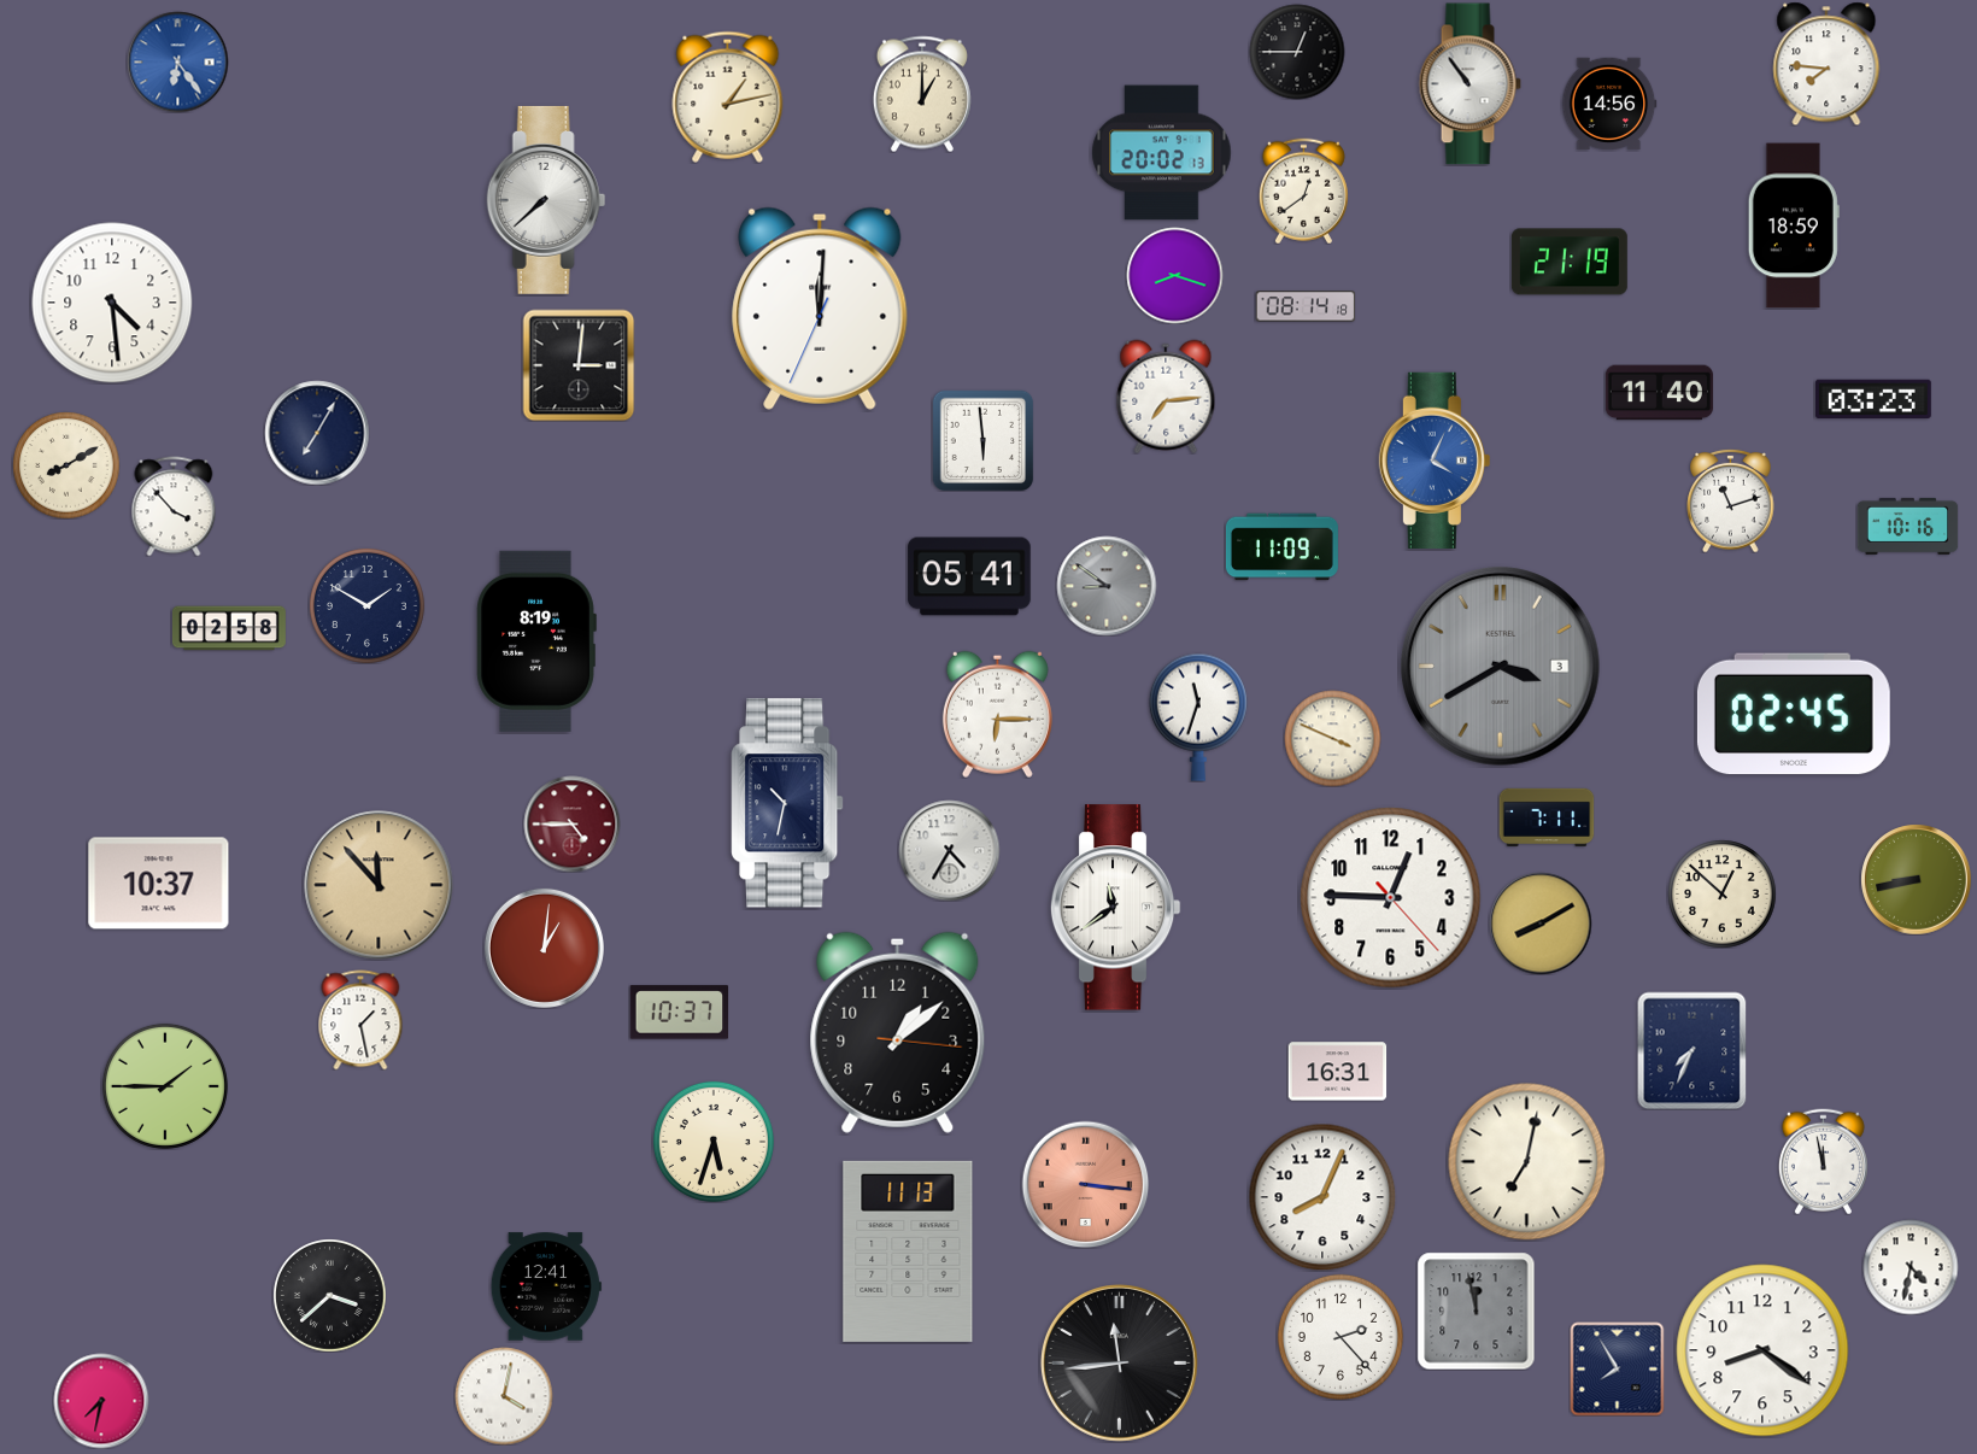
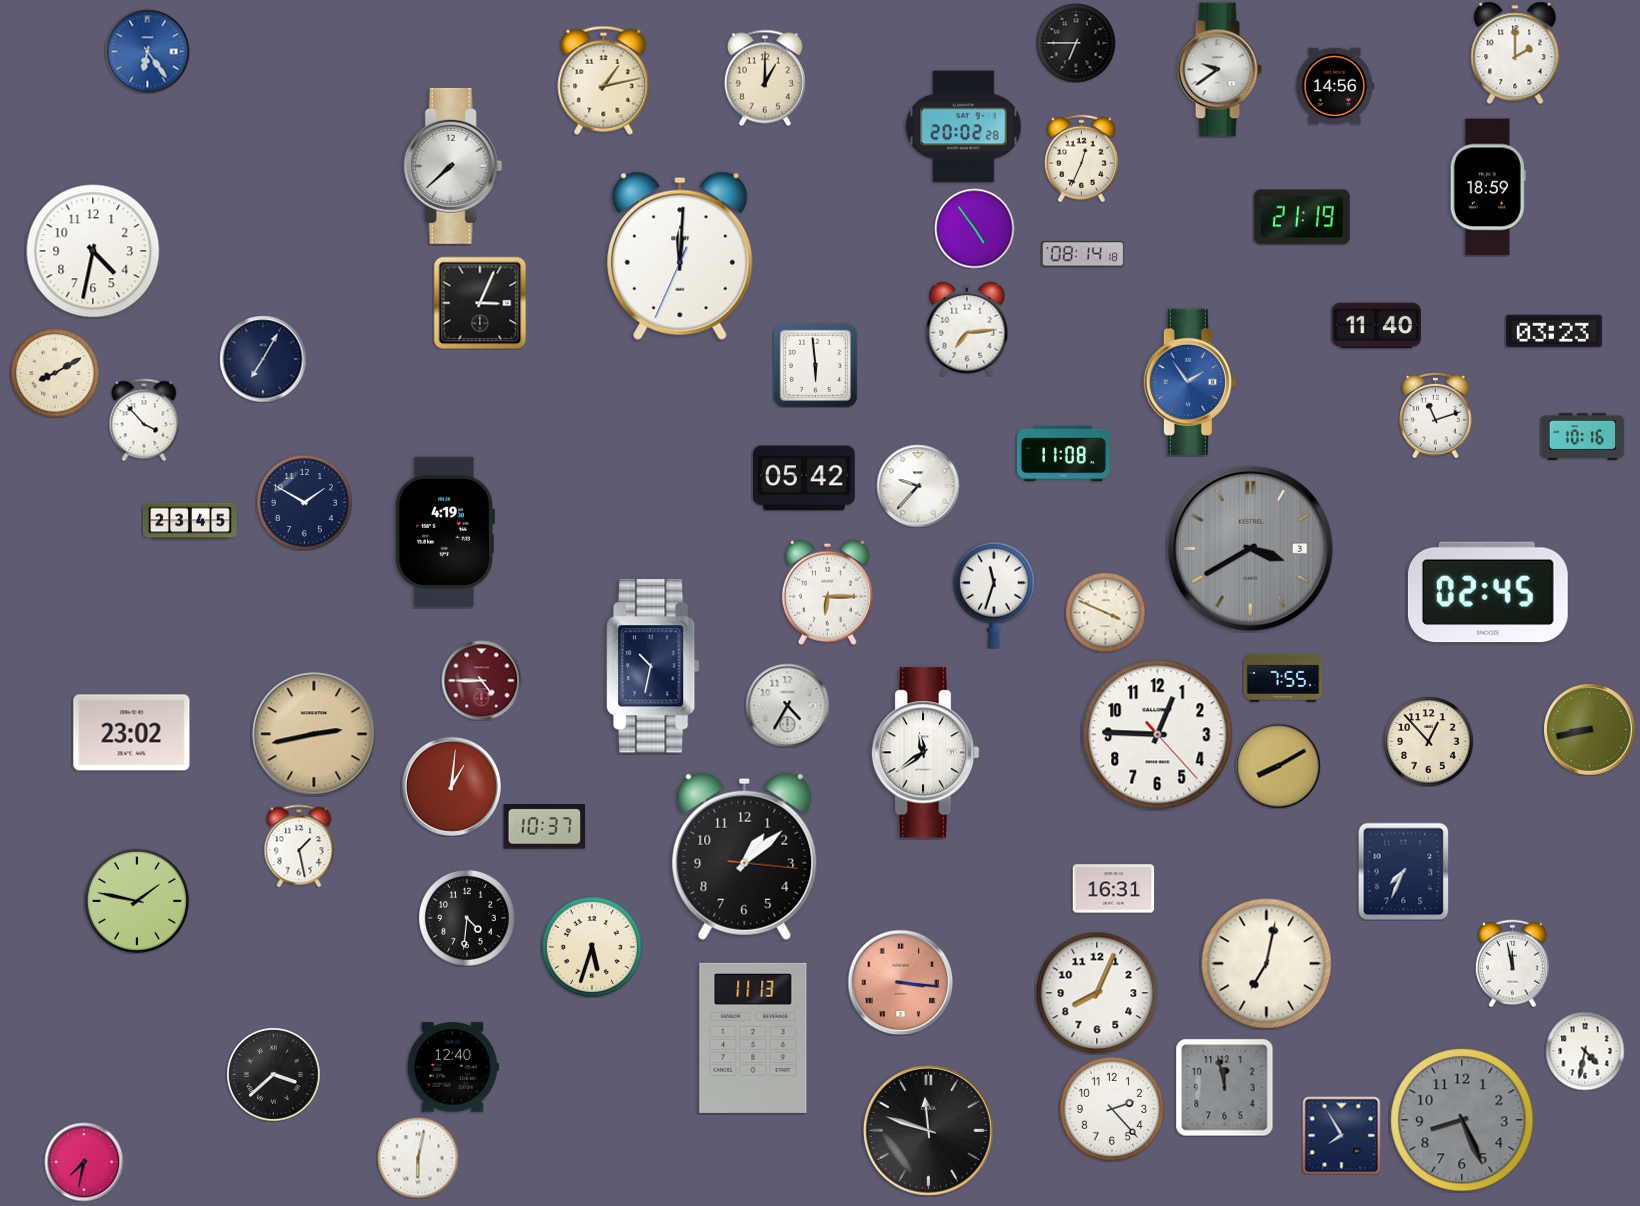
clock at (1297, 52): 12:45 -> 6:45
clock at (1826, 64): 7:46 -> 2:00
clock at (1469, 84): 10:54 -> 9:39
clock at (1162, 153): 20:02:13 -> 20:02:28
clock at (1303, 190): 12:39 -> 12:34
clock at (1174, 275): 8:18 -> 4:54
clock at (112, 303): 4:29 -> 4:32
clock at (579, 365): 3:01 -> 3:04
clock at (1435, 461): 4:04 -> 1:54
clock at (66, 465) position: (66, 465) -> (55, 373)
clock at (1281, 547): 11:09 -> 11:08
clock at (969, 576): 05:41 -> 05:42
clock at (1107, 586): 8:51 -> 9:37
clock at (1107, 586) dial: grey -> white
clock at (229, 628): 02:58 -> 23:45
clock at (536, 641): 8:19 -> 4:19
clock at (1501, 667) position: (1501, 667) -> (1251, 549)
clock at (1547, 816): 7:11 -> 7:55
clock at (571, 823) position: (571, 823) -> (481, 680)
clock at (159, 884): 10:37 -> 23:02
clock at (379, 885): 11:53 -> 2:43
clock at (1721, 893): 12:52 -> 12:53
clock at (1391, 898) position: (1391, 898) -> (1158, 735)
clock at (679, 1013) position: (679, 1013) -> (544, 827)
clock at (1337, 1072) position: (1337, 1072) -> (1113, 889)
clock at (165, 1086): 1:45 -> 1:47
clock at (467, 918): none -> 4:31
clock at (546, 1286): 12:41 -> 12:40
clock at (1762, 1350): 8:21 -> 8:26
clock at (1762, 1350) dial: white -> grey
clock at (1119, 1362): 11:44 -> 11:48
clock at (504, 1396): 4:02 -> 6:02
